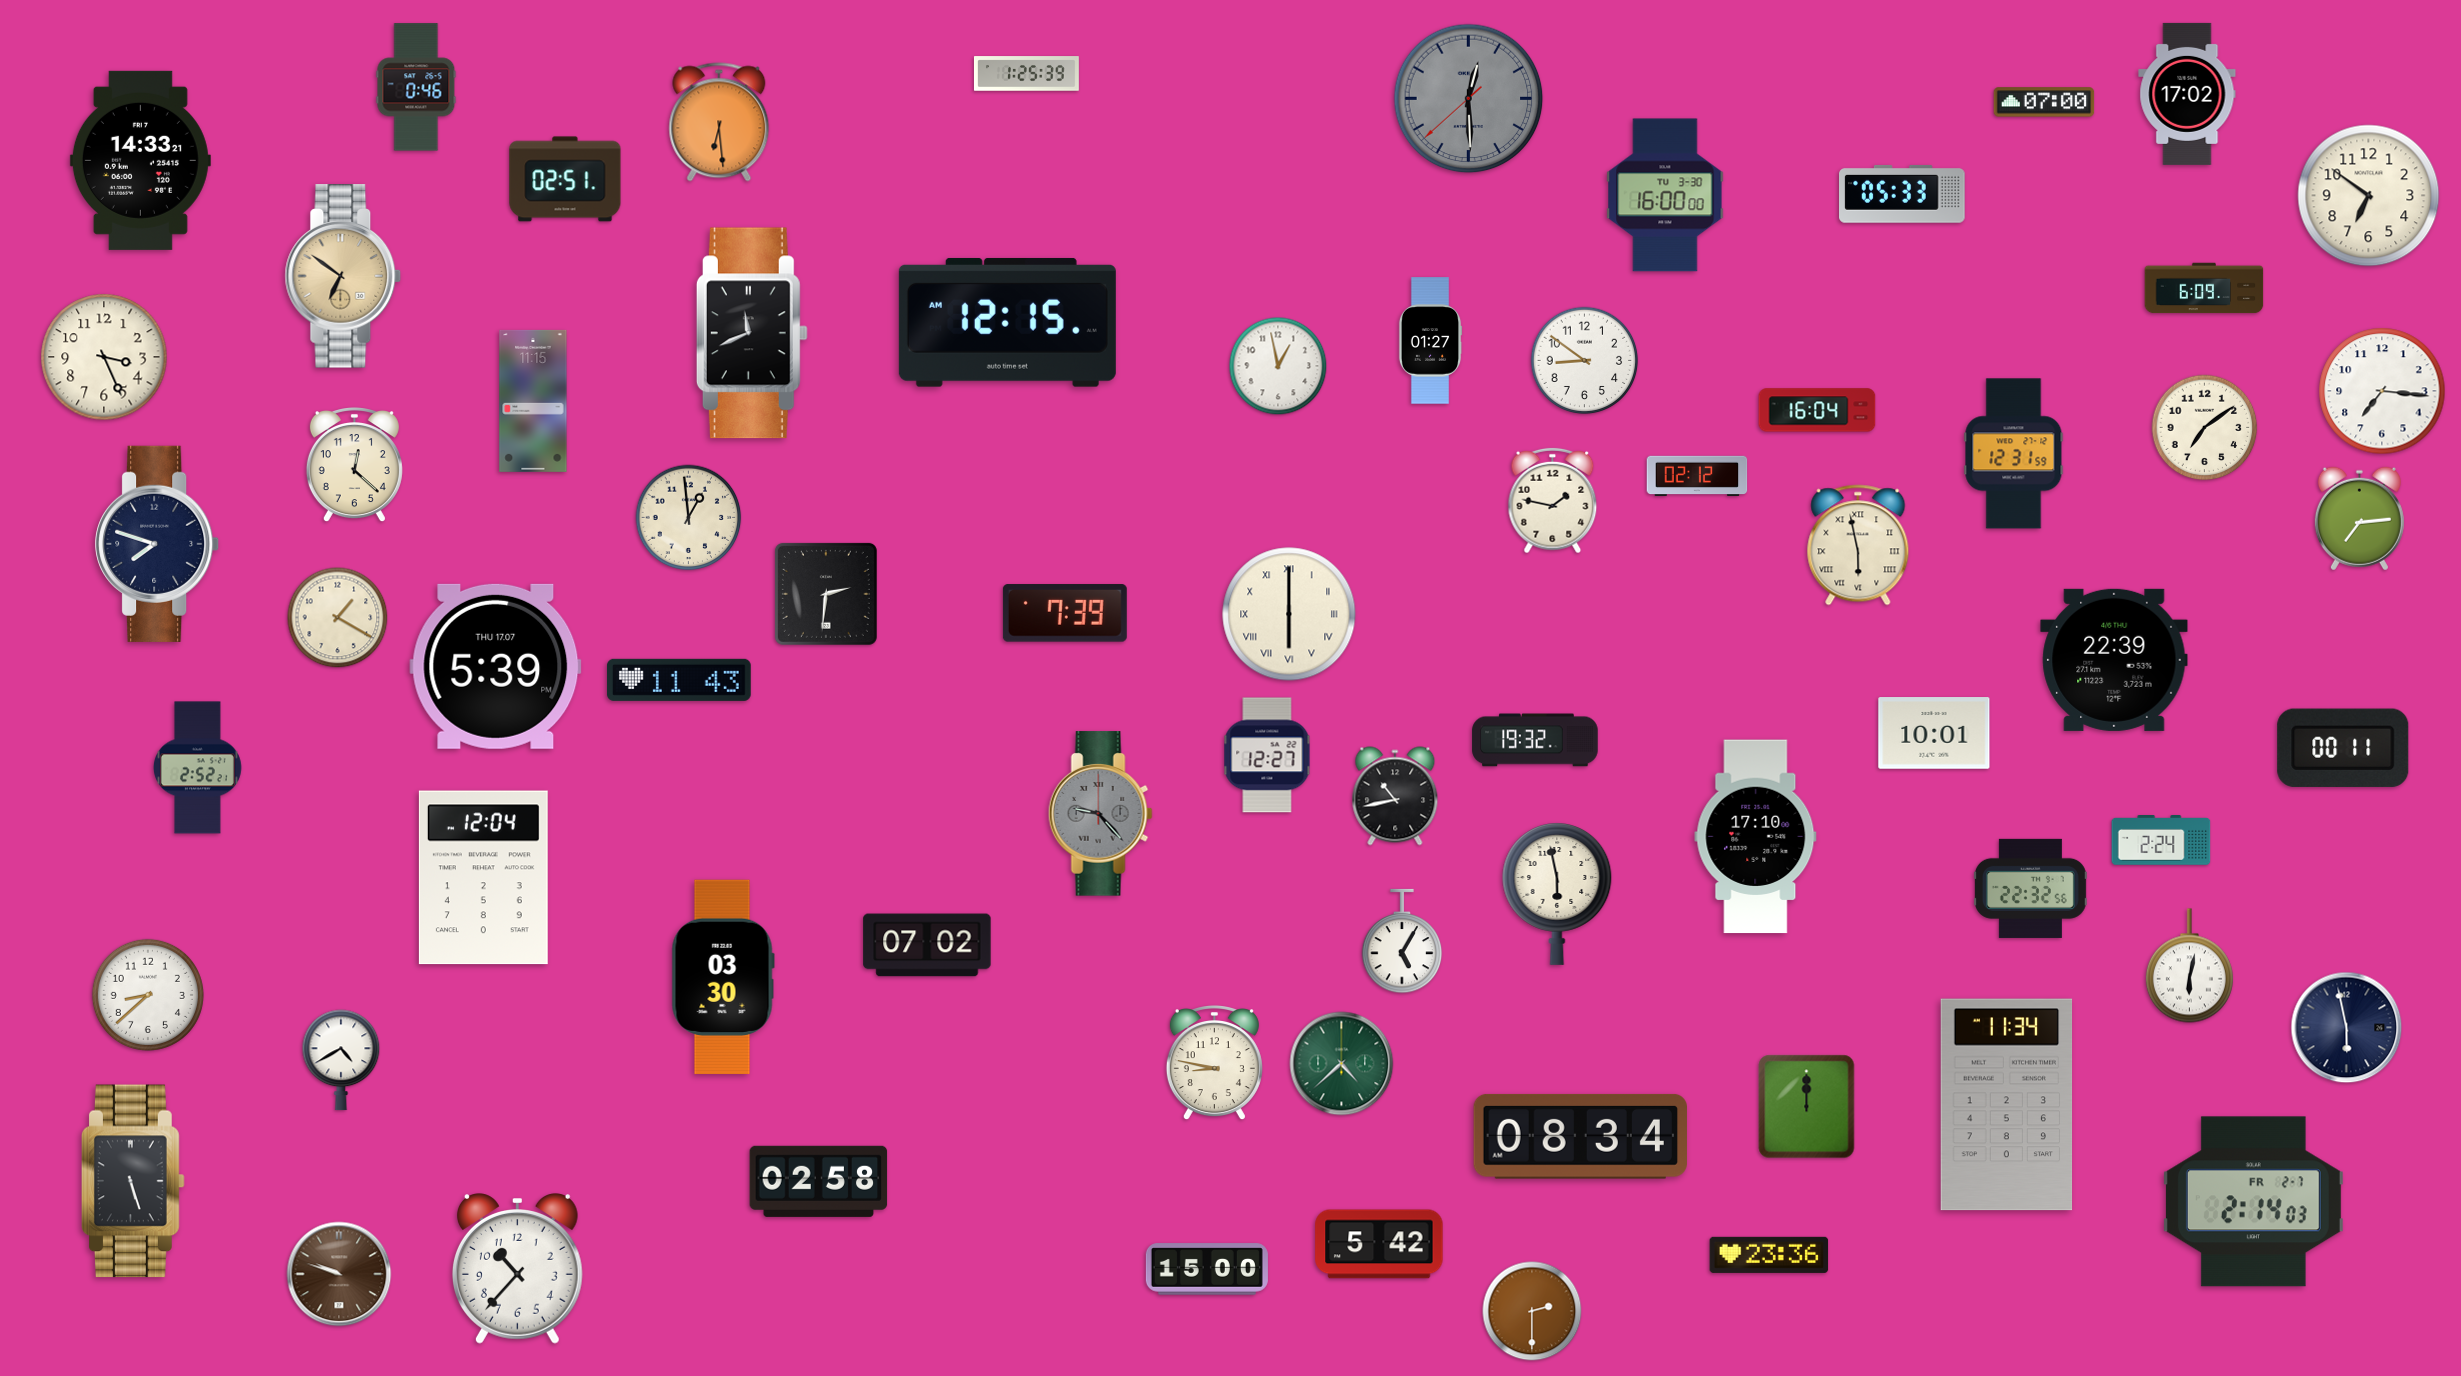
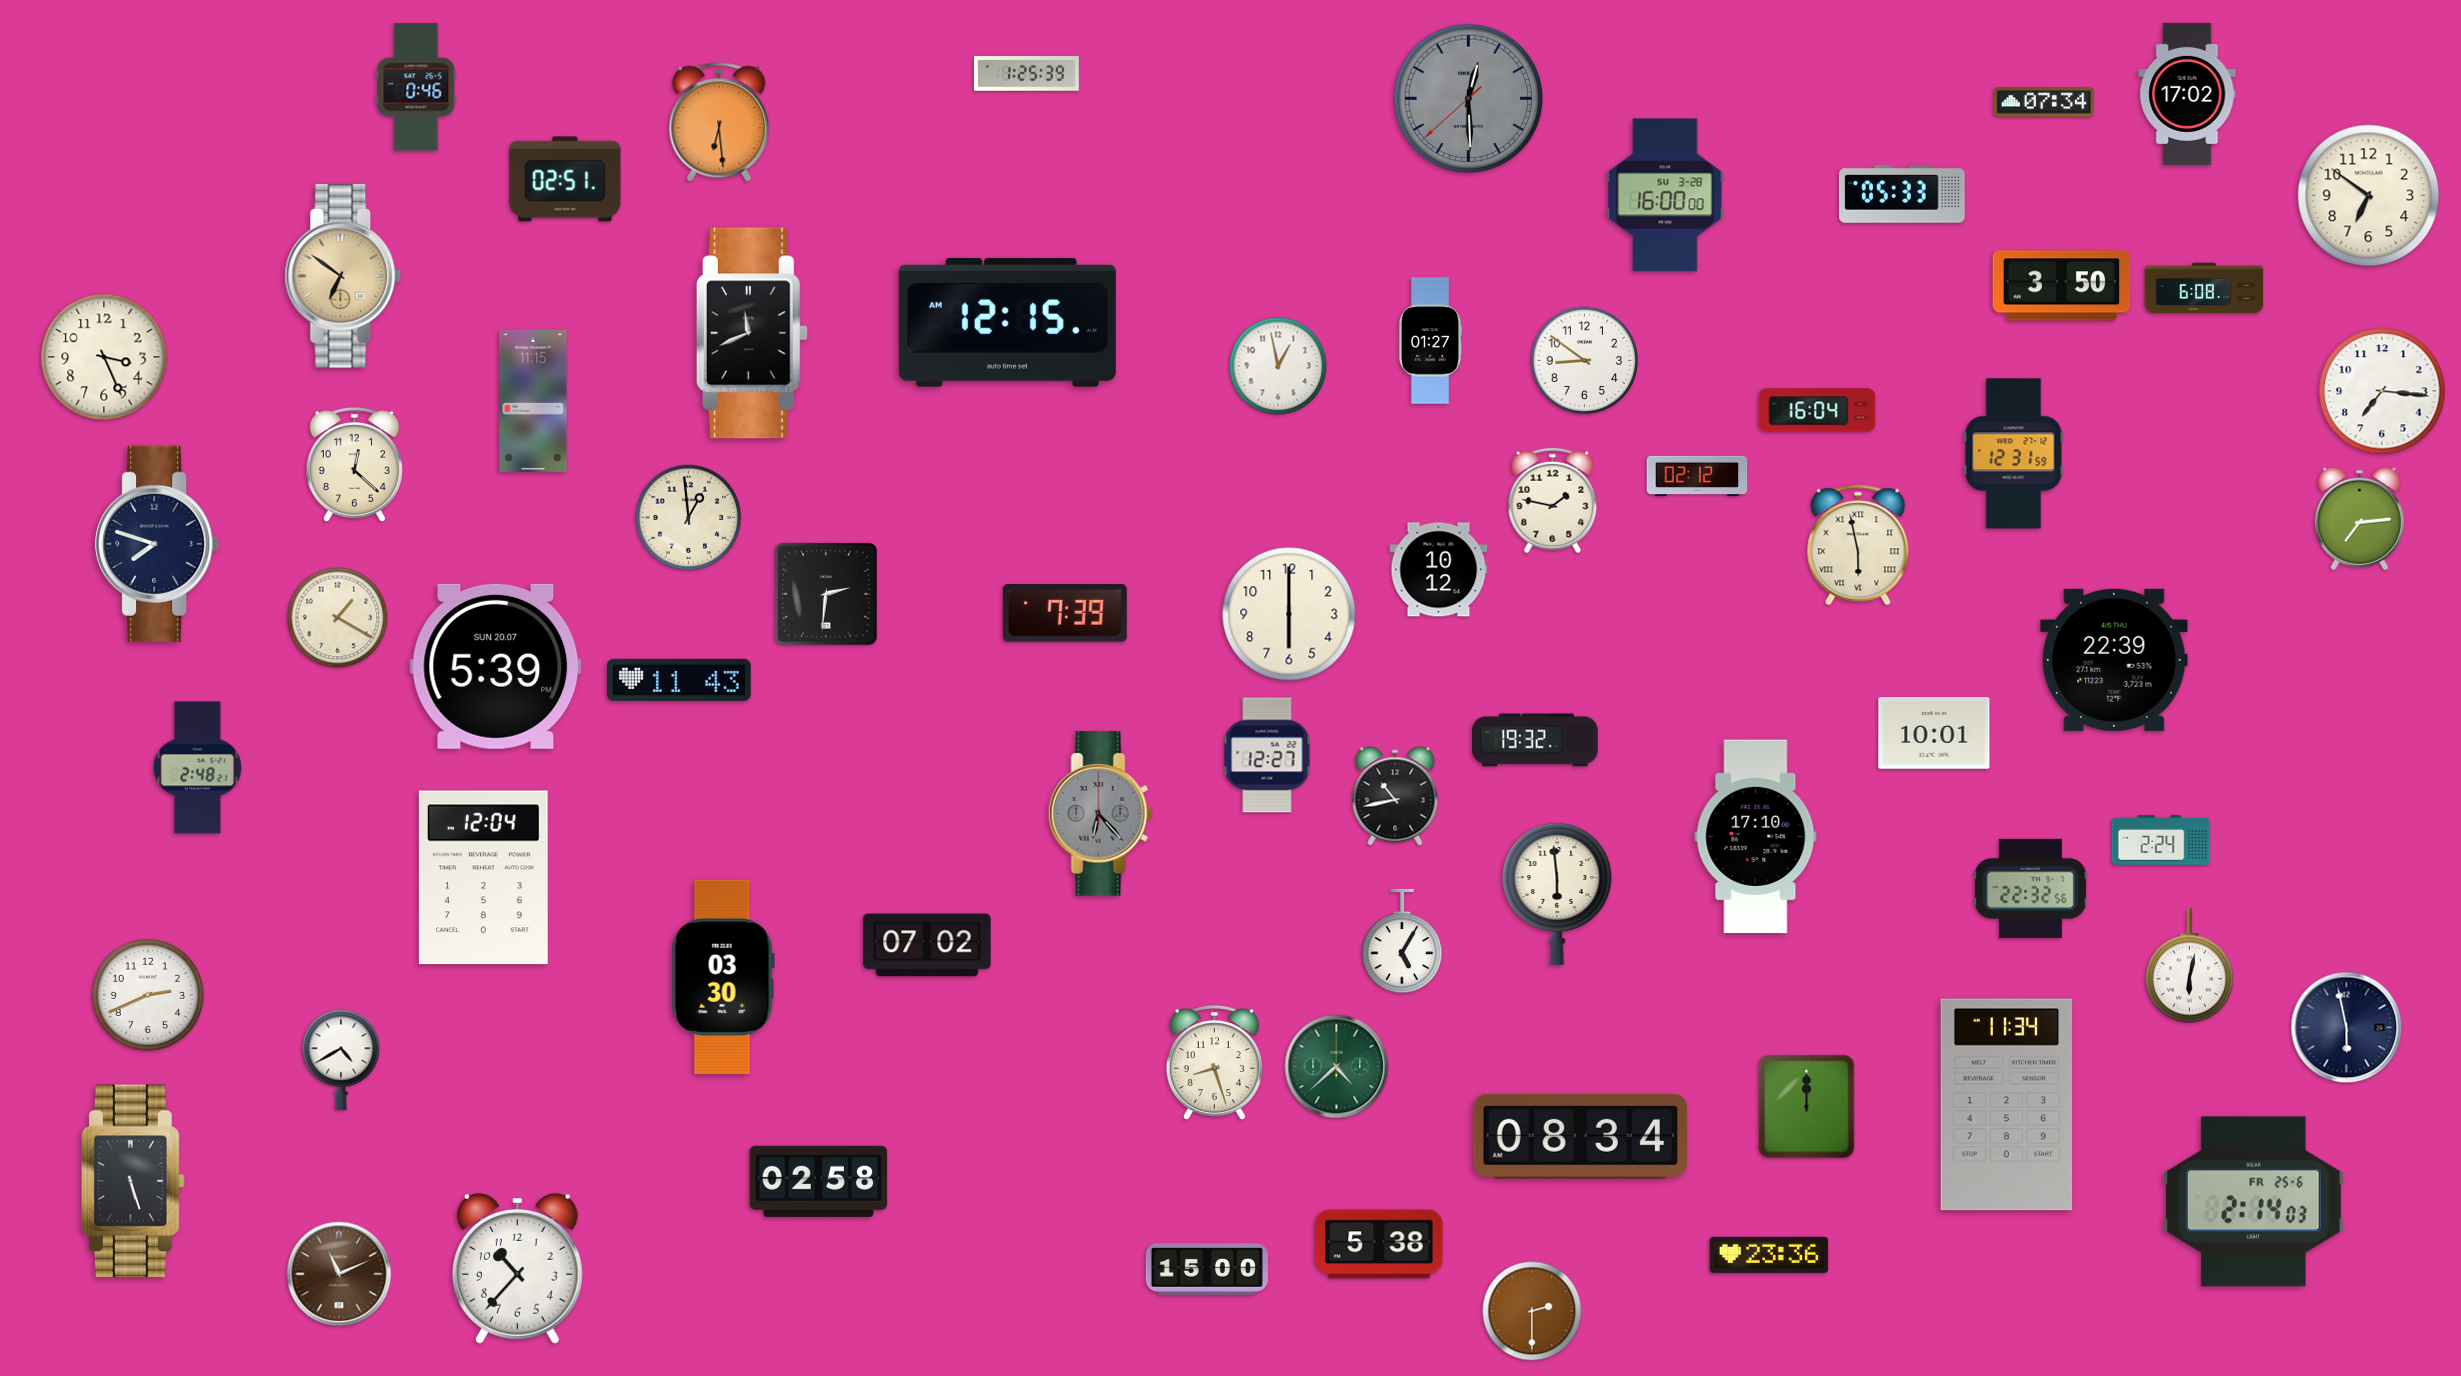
clock at (2044, 102): 07:00 -> 07:34
clock at (140, 160): 14:33 -> none
clock at (1665, 195) date: TU 3-30 -> SU 3-28
clock at (2062, 286): none -> 3:50
clock at (2204, 288): 6:09 -> 6:08
clock at (2205, 428): 7:09 -> none
clock at (1439, 570): none -> 10:12
clock at (1289, 614) numerals: Roman -> Arabic
clock at (496, 666) date: THU 17.07 -> SUN 20.07
clock at (2343, 748): 00:11 -> none
clock at (197, 768): 2:52 -> 2:48
clock at (1100, 814): 9:23 -> 6:23
clock at (1557, 894): 5:58 -> 5:59
clock at (148, 995): 8:38 -> 2:41
clock at (1214, 1064): 8:47 -> 8:27
clock at (1342, 1064) position: (1342, 1064) -> (1337, 1067)
clock at (2253, 1202) date: FR 2-7 -> FR 25-6
clock at (1379, 1244): 5:42 -> 5:38
clock at (339, 1274): 9:48 -> 11:11
